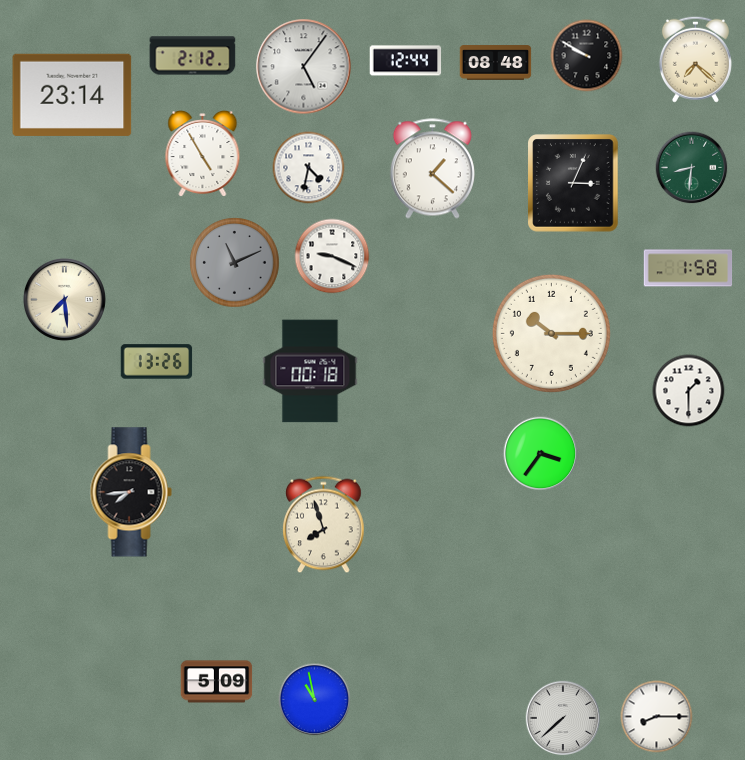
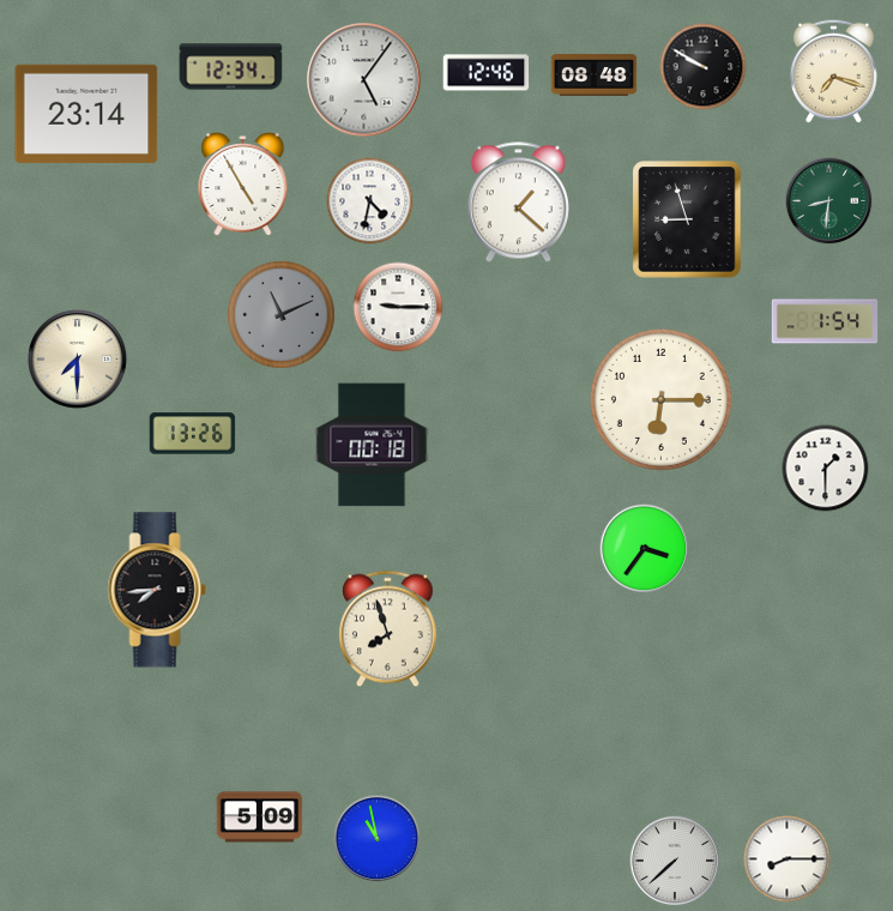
clock at (193, 56): 2:12 -> 12:34
clock at (695, 59): 7:22 -> 7:18
clock at (406, 61): 12:44 -> 12:46
clock at (573, 183): 3:04 -> 8:57
clock at (332, 256): 9:19 -> 9:15
clock at (688, 268): 1:58 -> 1:54
clock at (64, 299): 7:29 -> 7:30
clock at (551, 333): 10:15 -> 6:15
clock at (157, 362) position: (157, 362) -> (193, 434)
clock at (541, 454) position: (541, 454) -> (645, 549)
